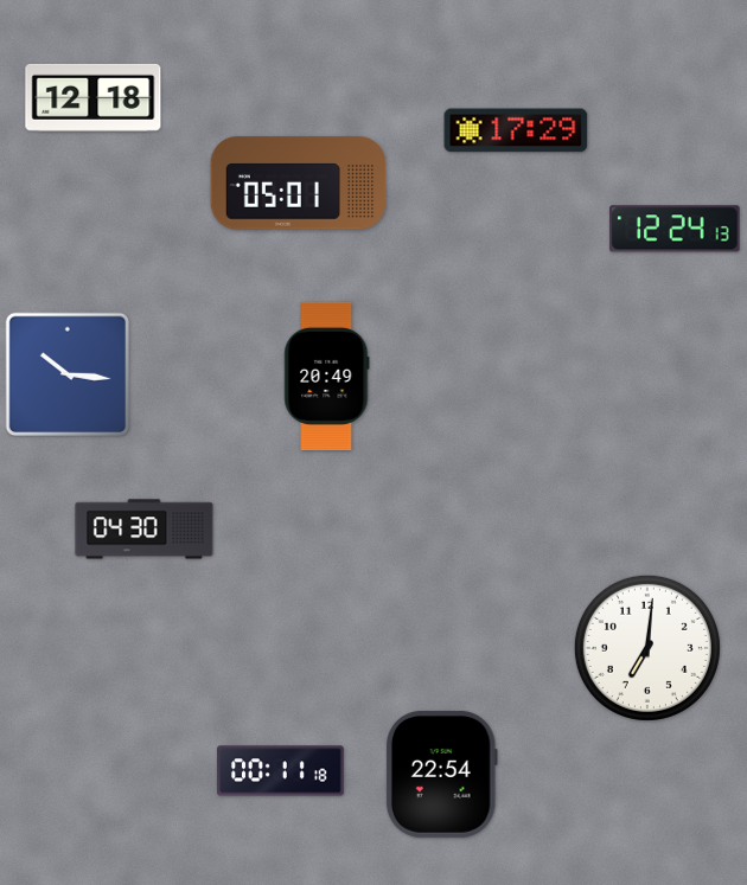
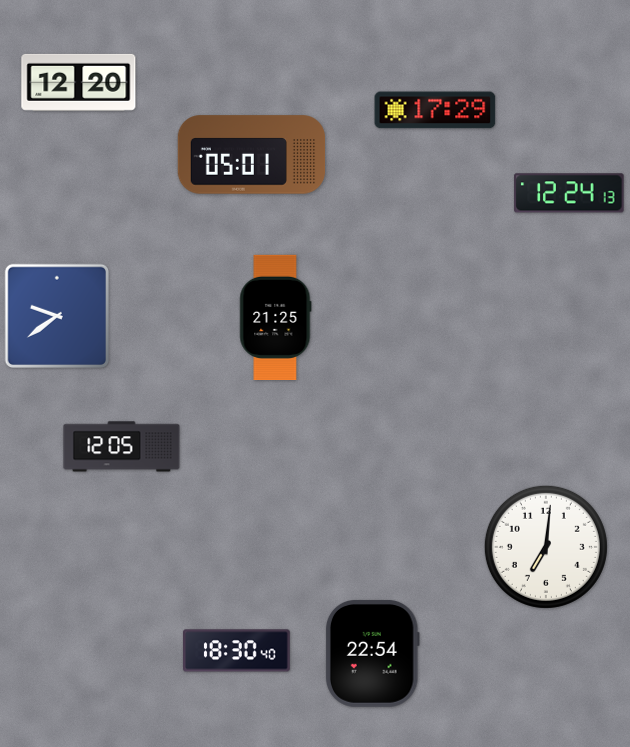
clock at (94, 97): 12:18 -> 12:20
clock at (66, 373): 10:16 -> 9:39
clock at (327, 376): 20:49 -> 21:25
clock at (145, 530): 04:30 -> 12:05
clock at (281, 771): 00:11 -> 18:30
